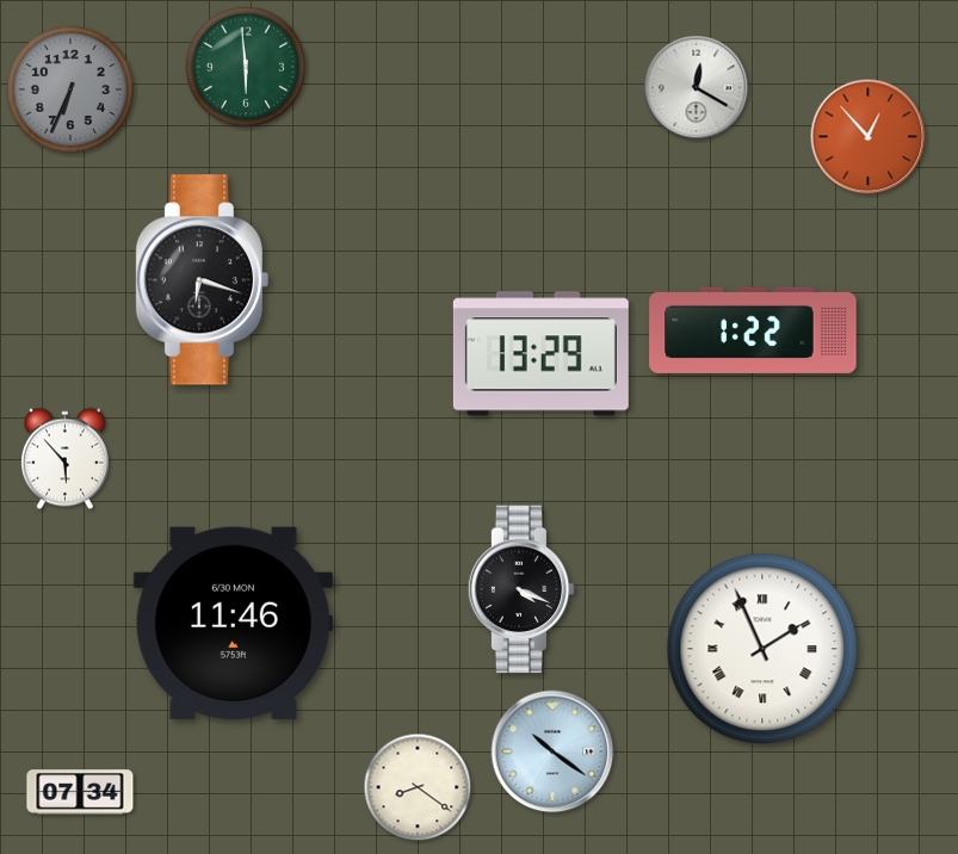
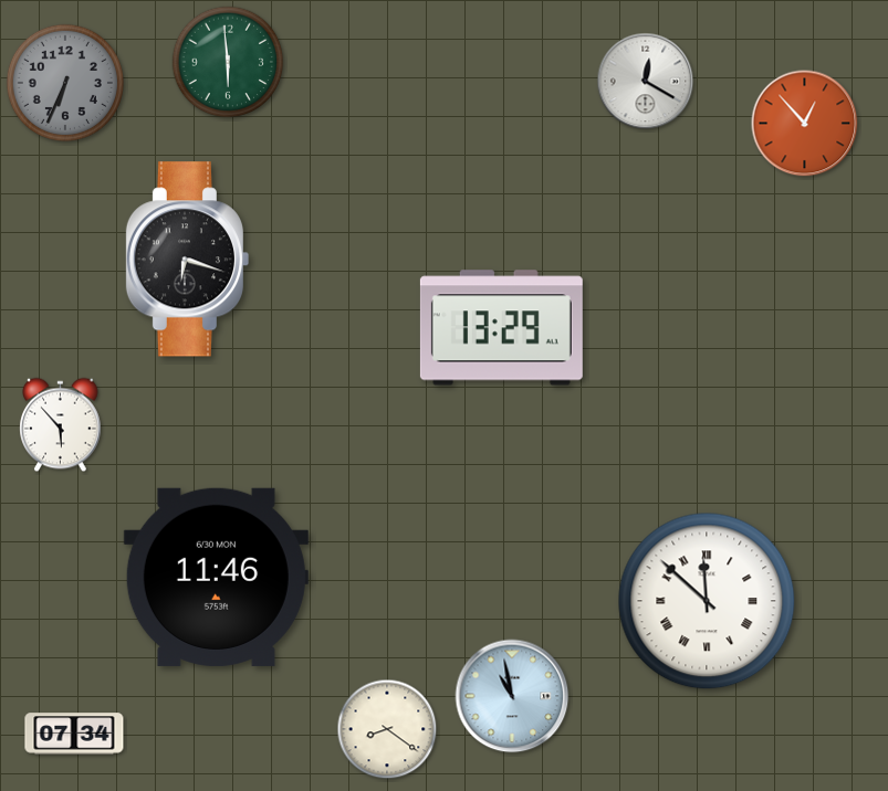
clock at (869, 137) position: (869, 137) -> (805, 124)
clock at (753, 330): 1:22 -> none
clock at (521, 589): 4:19 -> none
clock at (762, 649): 1:56 -> 11:52
clock at (552, 751): 10:21 -> 10:58
